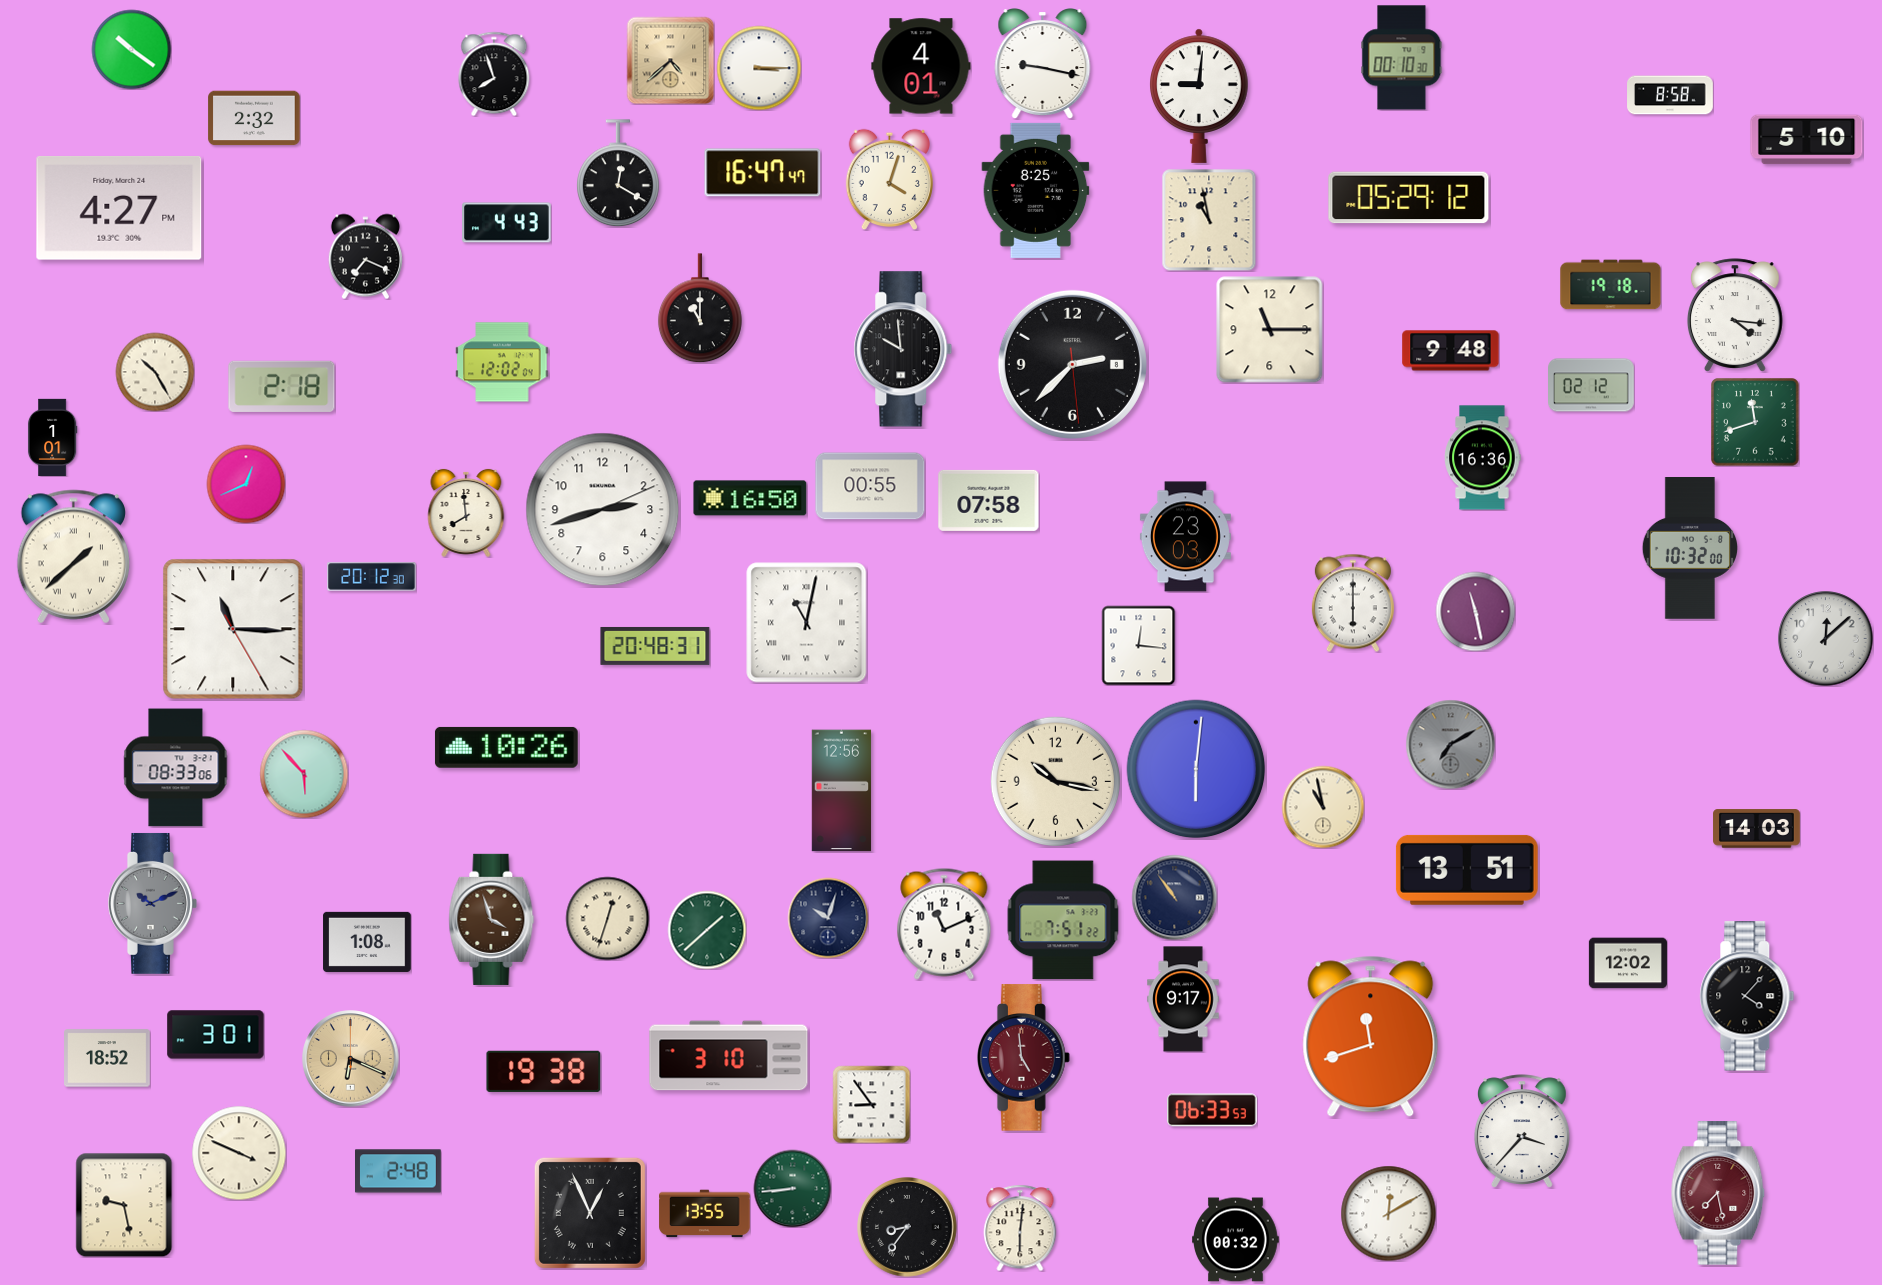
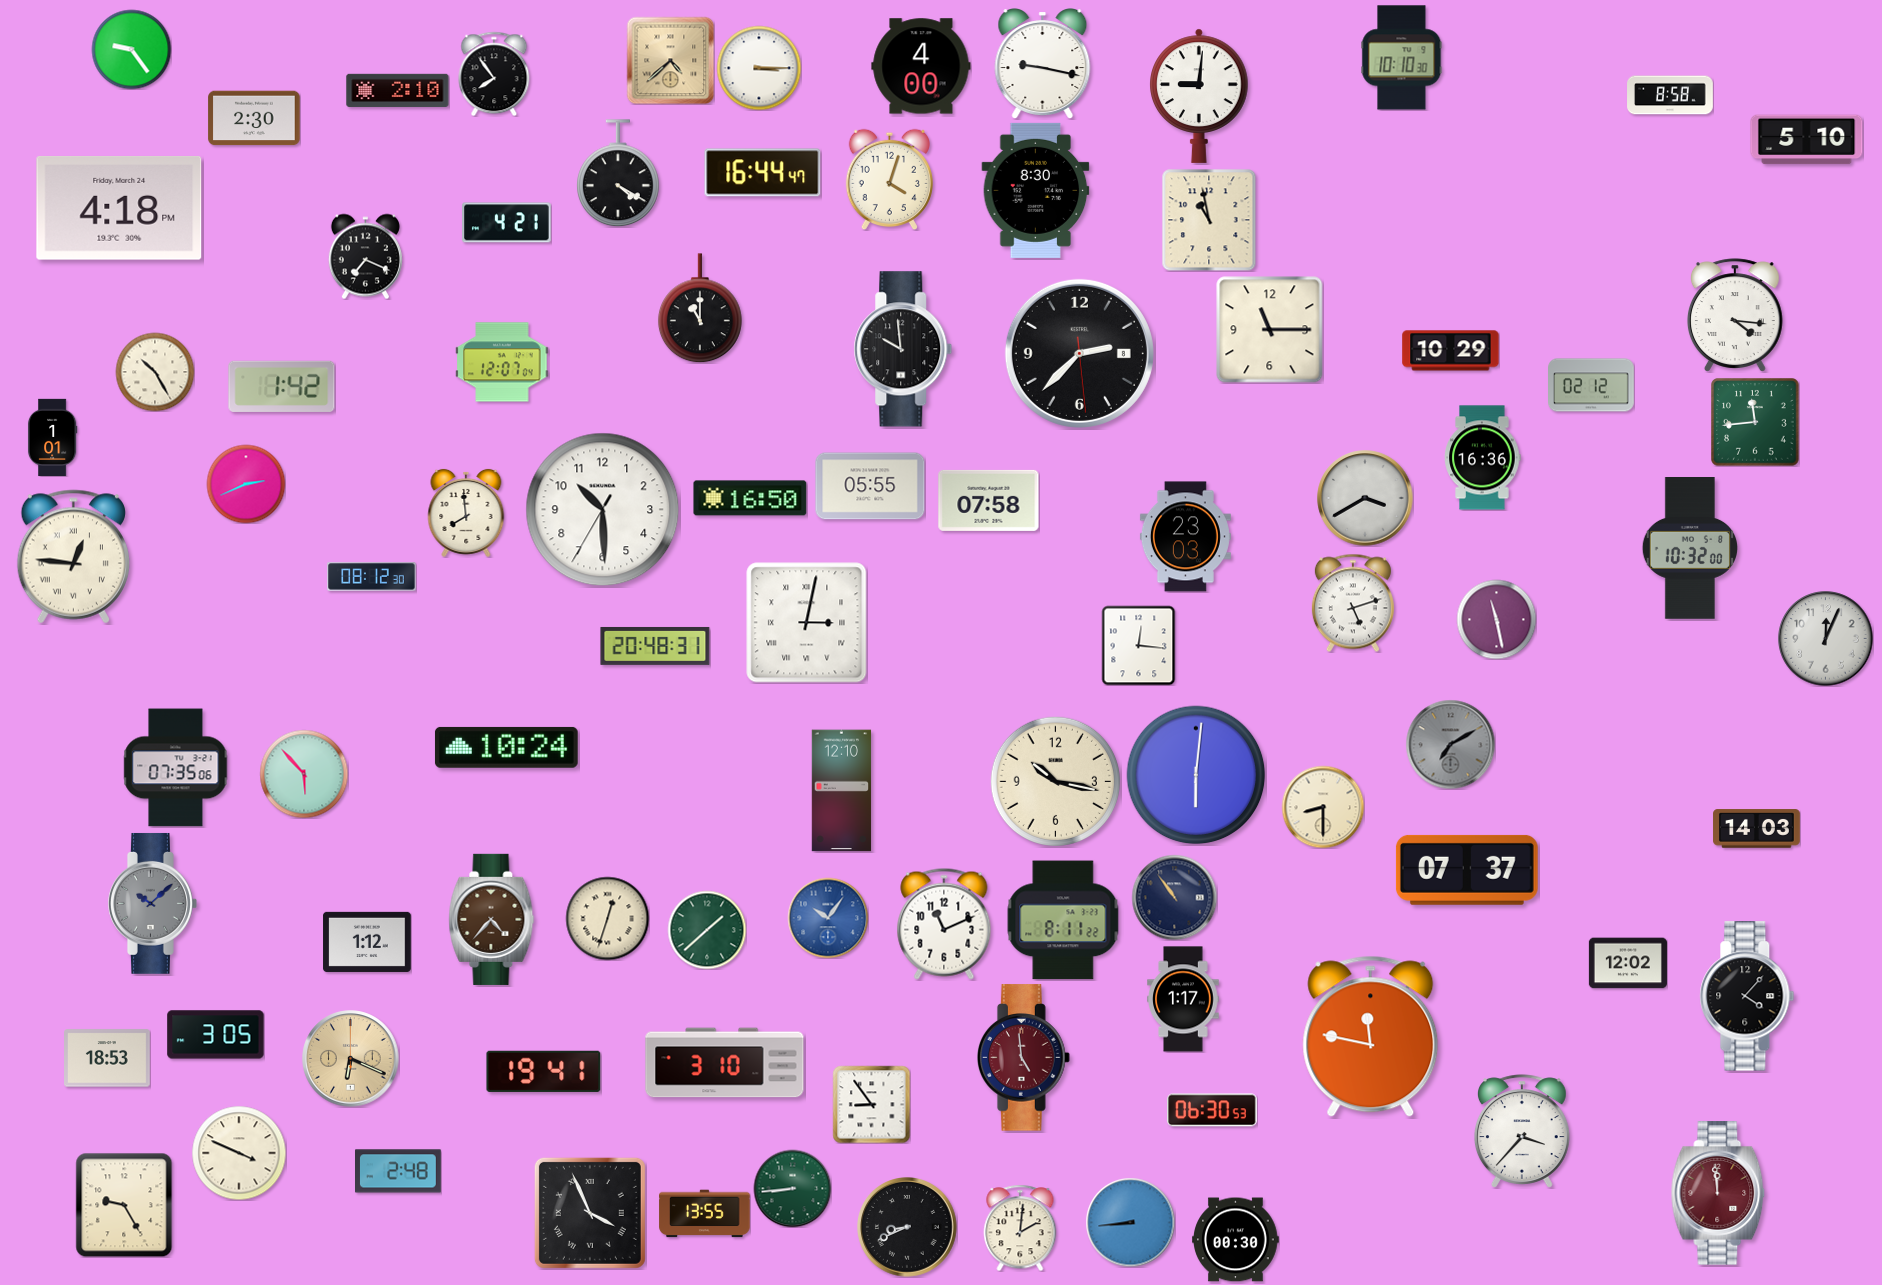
clock at (131, 49): 10:21 -> 9:24
clock at (1402, 58): 00:10 -> 10:10
clock at (921, 66): 4:01 -> 4:00
clock at (494, 74): 7:57 -> 7:54
clock at (398, 90): none -> 2:10
clock at (254, 118): 2:32 -> 2:30
clock at (619, 173): 12:20 -> 4:20
clock at (763, 173): 16:47 -> 16:44
clock at (1036, 190): 8:25 -> 8:30
clock at (1409, 198): 05:29 -> none
clock at (119, 208): 4:27 -> 4:18
clock at (507, 223): 4:43 -> 4:21
clock at (1611, 285): 19:18 -> none
clock at (1451, 351): 9:48 -> 10:29
clock at (502, 362): 12:02 -> 12:07
clock at (1072, 364) position: (1072, 364) -> (1079, 353)
clock at (282, 386): 2:18 -> 1:42
clock at (1755, 422): 11:42 -> 11:44
clock at (246, 484): 12:41 -> 2:41
clock at (870, 486): 00:55 -> 05:55
clock at (1365, 498): none -> 3:40
clock at (603, 510): 2:42 -> 10:29
clock at (73, 557): 1:38 -> 12:46
clock at (372, 577): 20:12 -> 08:12
clock at (1353, 603): 6:00 -> 5:12
clock at (1475, 611) position: (1475, 611) -> (1496, 619)
clock at (807, 623): 11:02 -> 3:02
clock at (233, 629): 11:15 -> none
clock at (1826, 639): 12:08 -> 12:04
clock at (506, 747): 10:26 -> 10:24
clock at (176, 768): 08:33 -> 07:35
clock at (1196, 769) position: (1196, 769) -> (1196, 775)
clock at (842, 791): 12:56 -> 12:10
clock at (1323, 807): 10:58 -> 8:30
clock at (1467, 870): 13:51 -> 07:37
clock at (153, 903): 10:11 -> 10:08
clock at (828, 918): 10:03 -> 10:06
clock at (828, 918) dial: navy -> blue
clock at (492, 919): 3:57 -> 4:37
clock at (1063, 920): 7:51 -> 8:11
clock at (367, 942): 1:08 -> 1:12
clock at (1183, 999): 9:17 -> 1:17
clock at (216, 1035): 3:01 -> 3:05
clock at (1371, 1037): 11:42 -> 11:47
clock at (729, 1056) position: (729, 1056) -> (725, 1063)
clock at (108, 1058): 18:52 -> 18:53
clock at (544, 1071): 19:38 -> 19:41
clock at (1212, 1110): 06:33 -> 06:30
clock at (1718, 1193): 7:28 -> 11:59
clock at (124, 1205): 9:28 -> 9:25
clock at (590, 1213): 12:56 -> 3:56
clock at (1388, 1213): 12:10 -> none
clock at (1130, 1222): none -> 8:44
clock at (907, 1227): 8:36 -> 8:41
clock at (1020, 1228): 6:01 -> 2:01
clock at (1236, 1240): 00:32 -> 00:30
